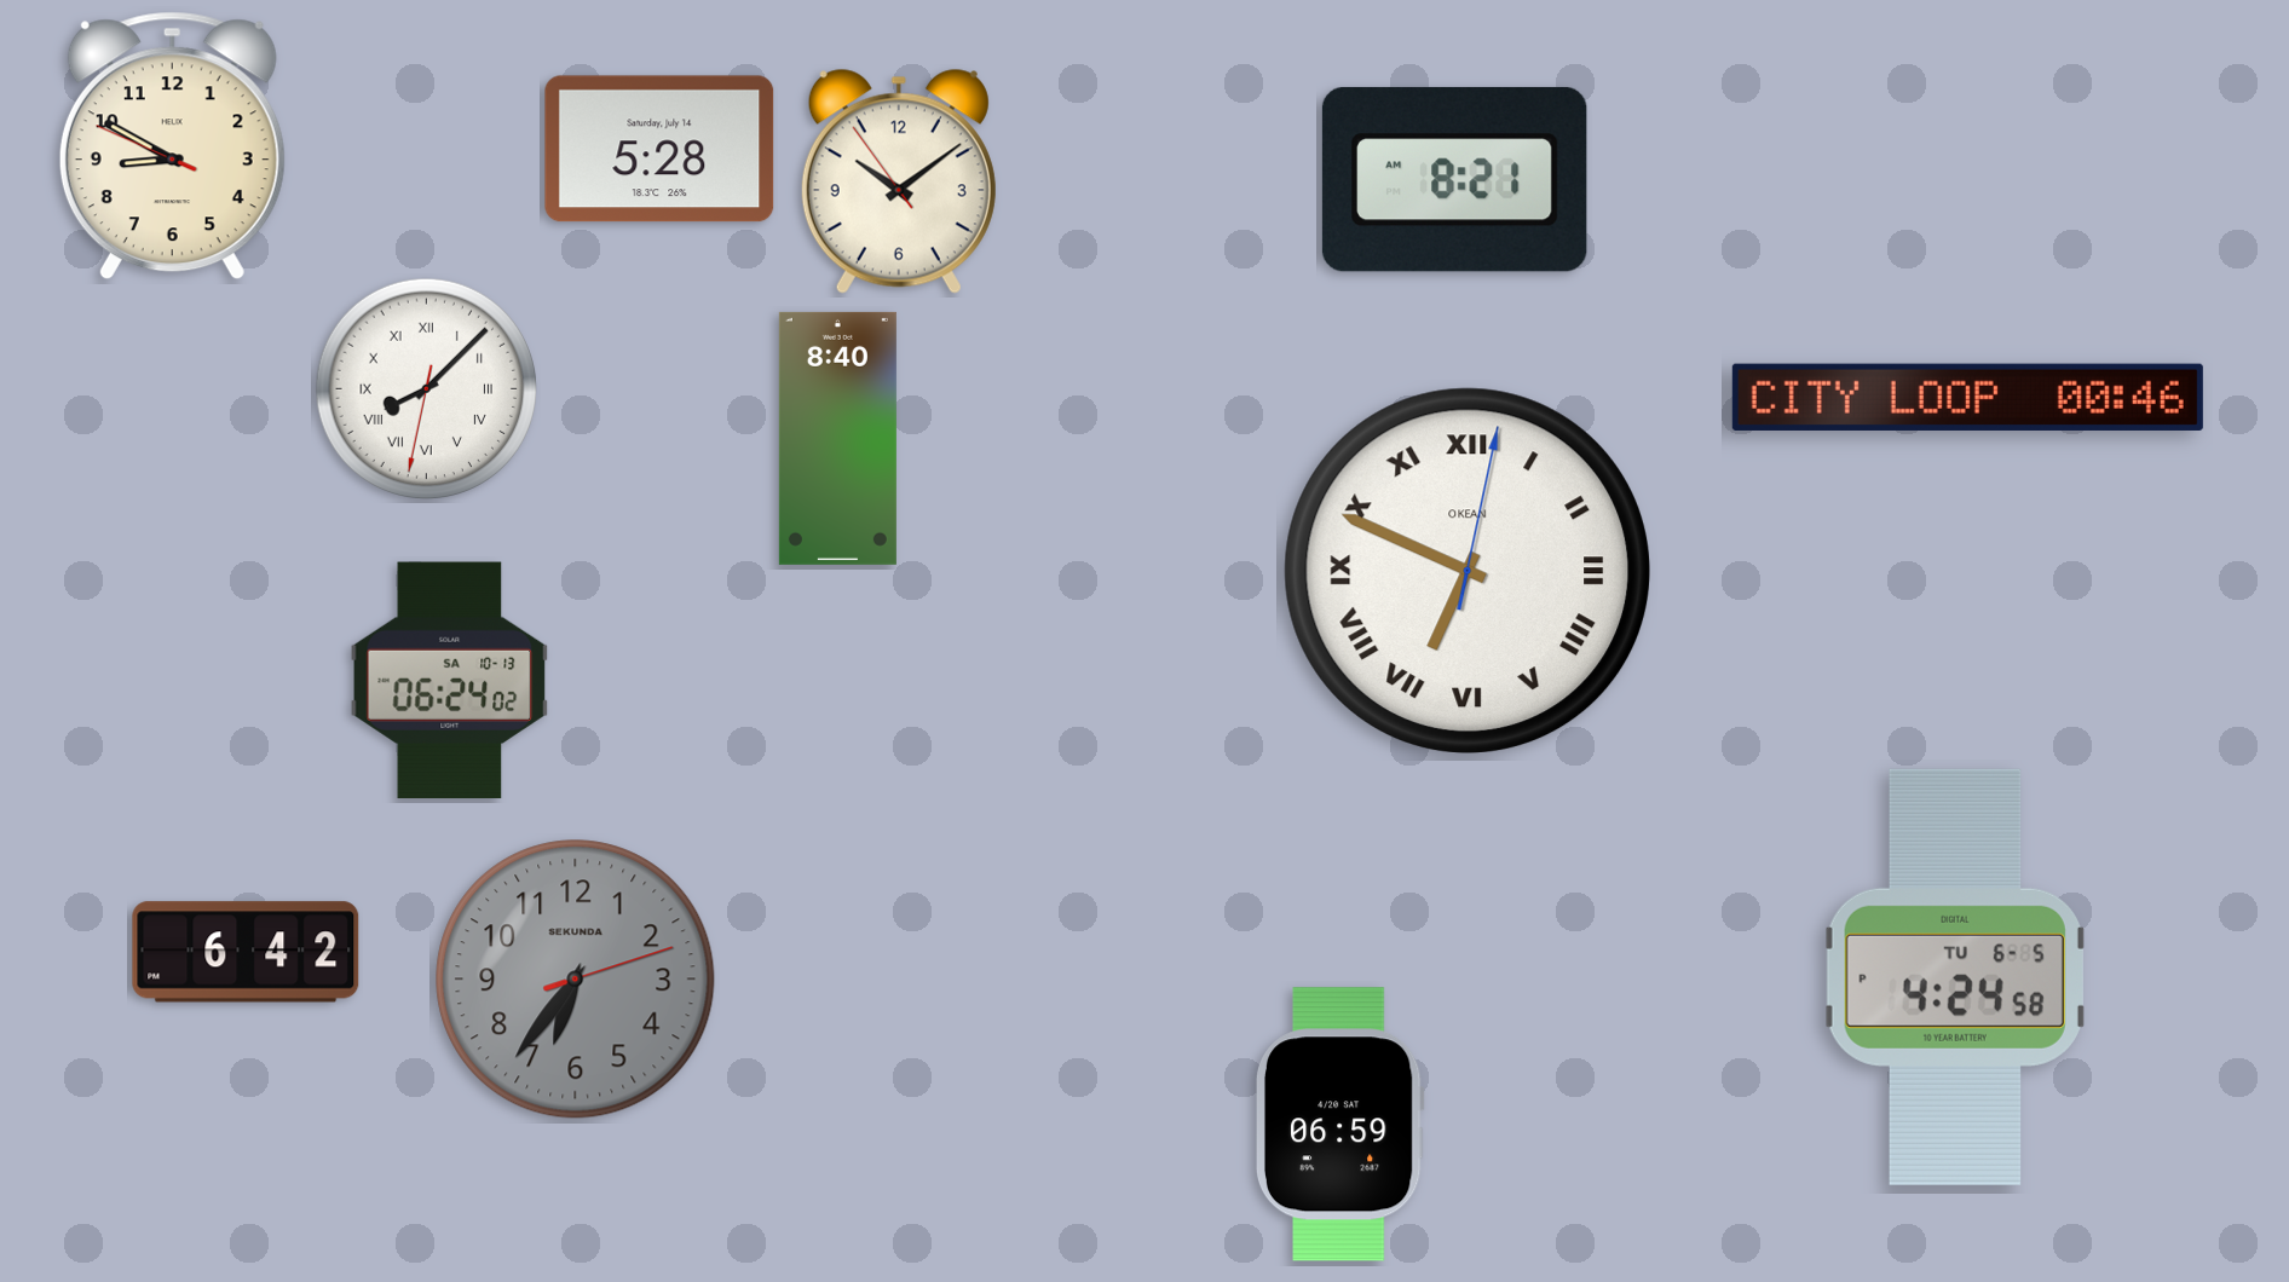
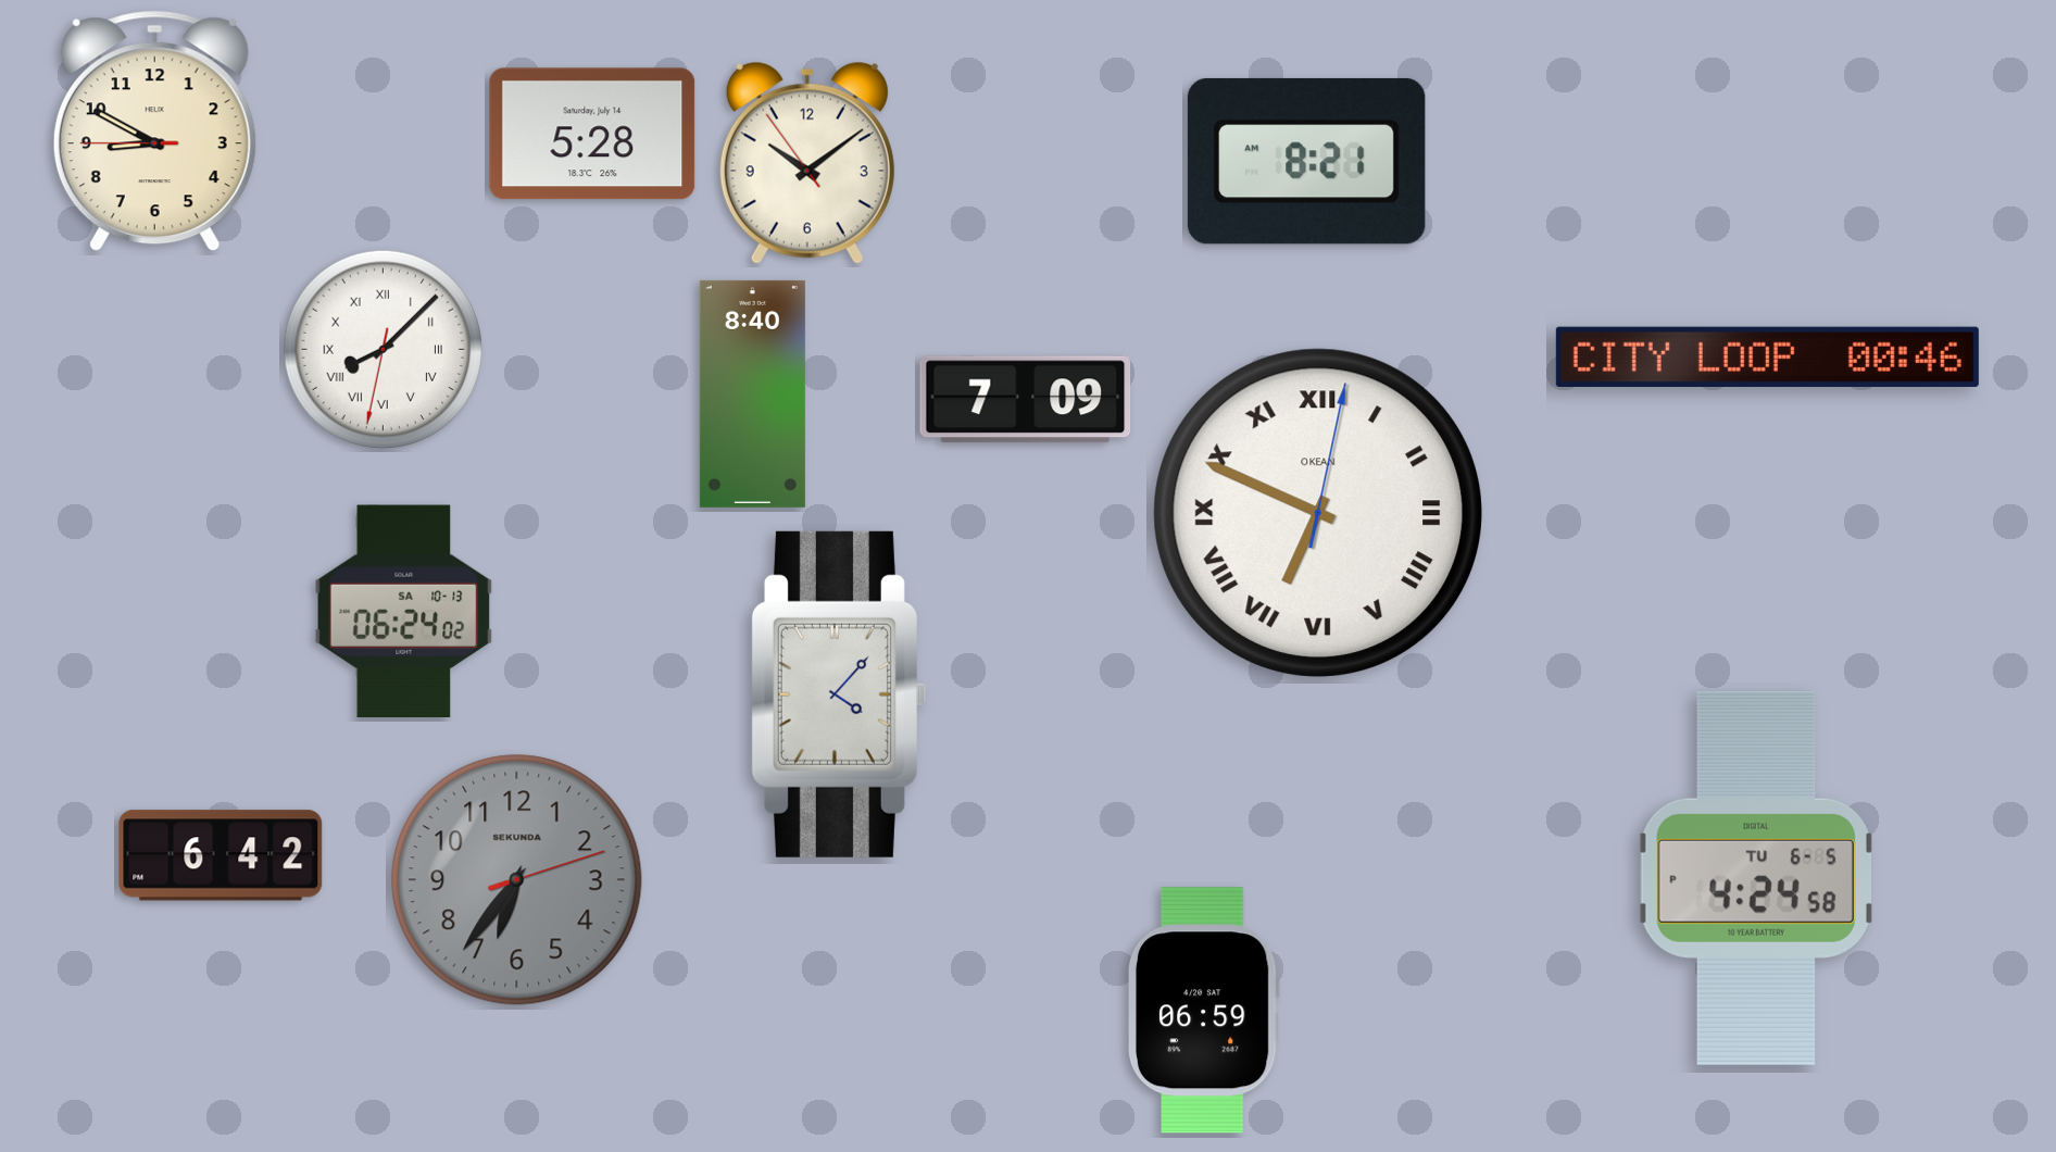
clock at (172, 146): 8:49:49 -> 8:49:45
clock at (1026, 400): none -> 7:09
clock at (838, 694): none -> 4:07
